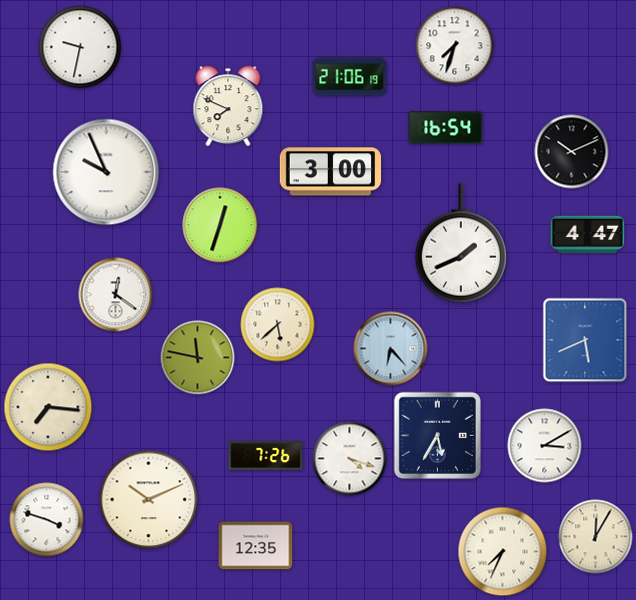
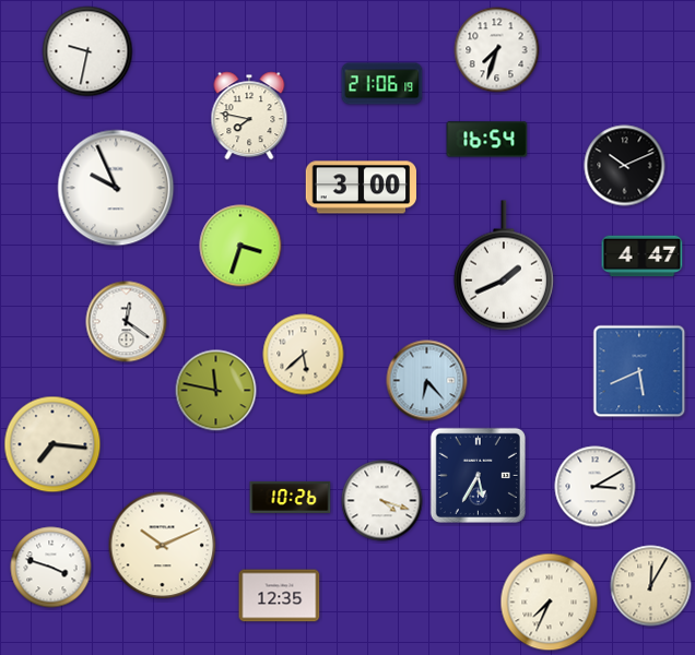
clock at (228, 106): 7:49 -> 7:47
clock at (220, 225): 12:33 -> 3:33
clock at (266, 455): 7:26 -> 10:26
